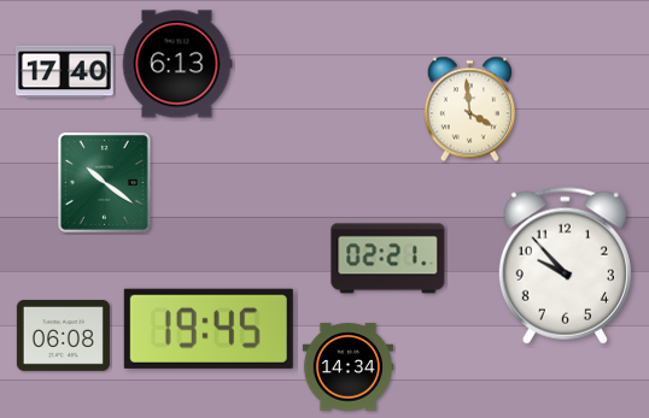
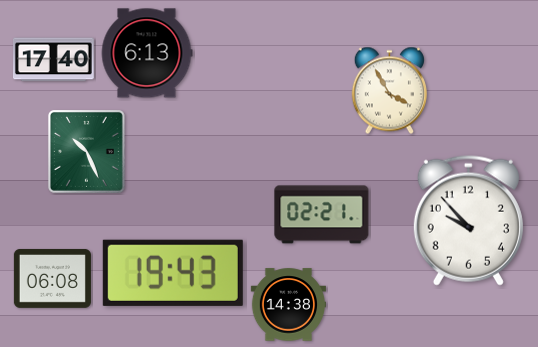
clock at (469, 110): 3:59 -> 3:55
clock at (104, 182): 10:21 -> 10:26
clock at (209, 329): 19:45 -> 19:43
clock at (347, 367): 14:34 -> 14:38
